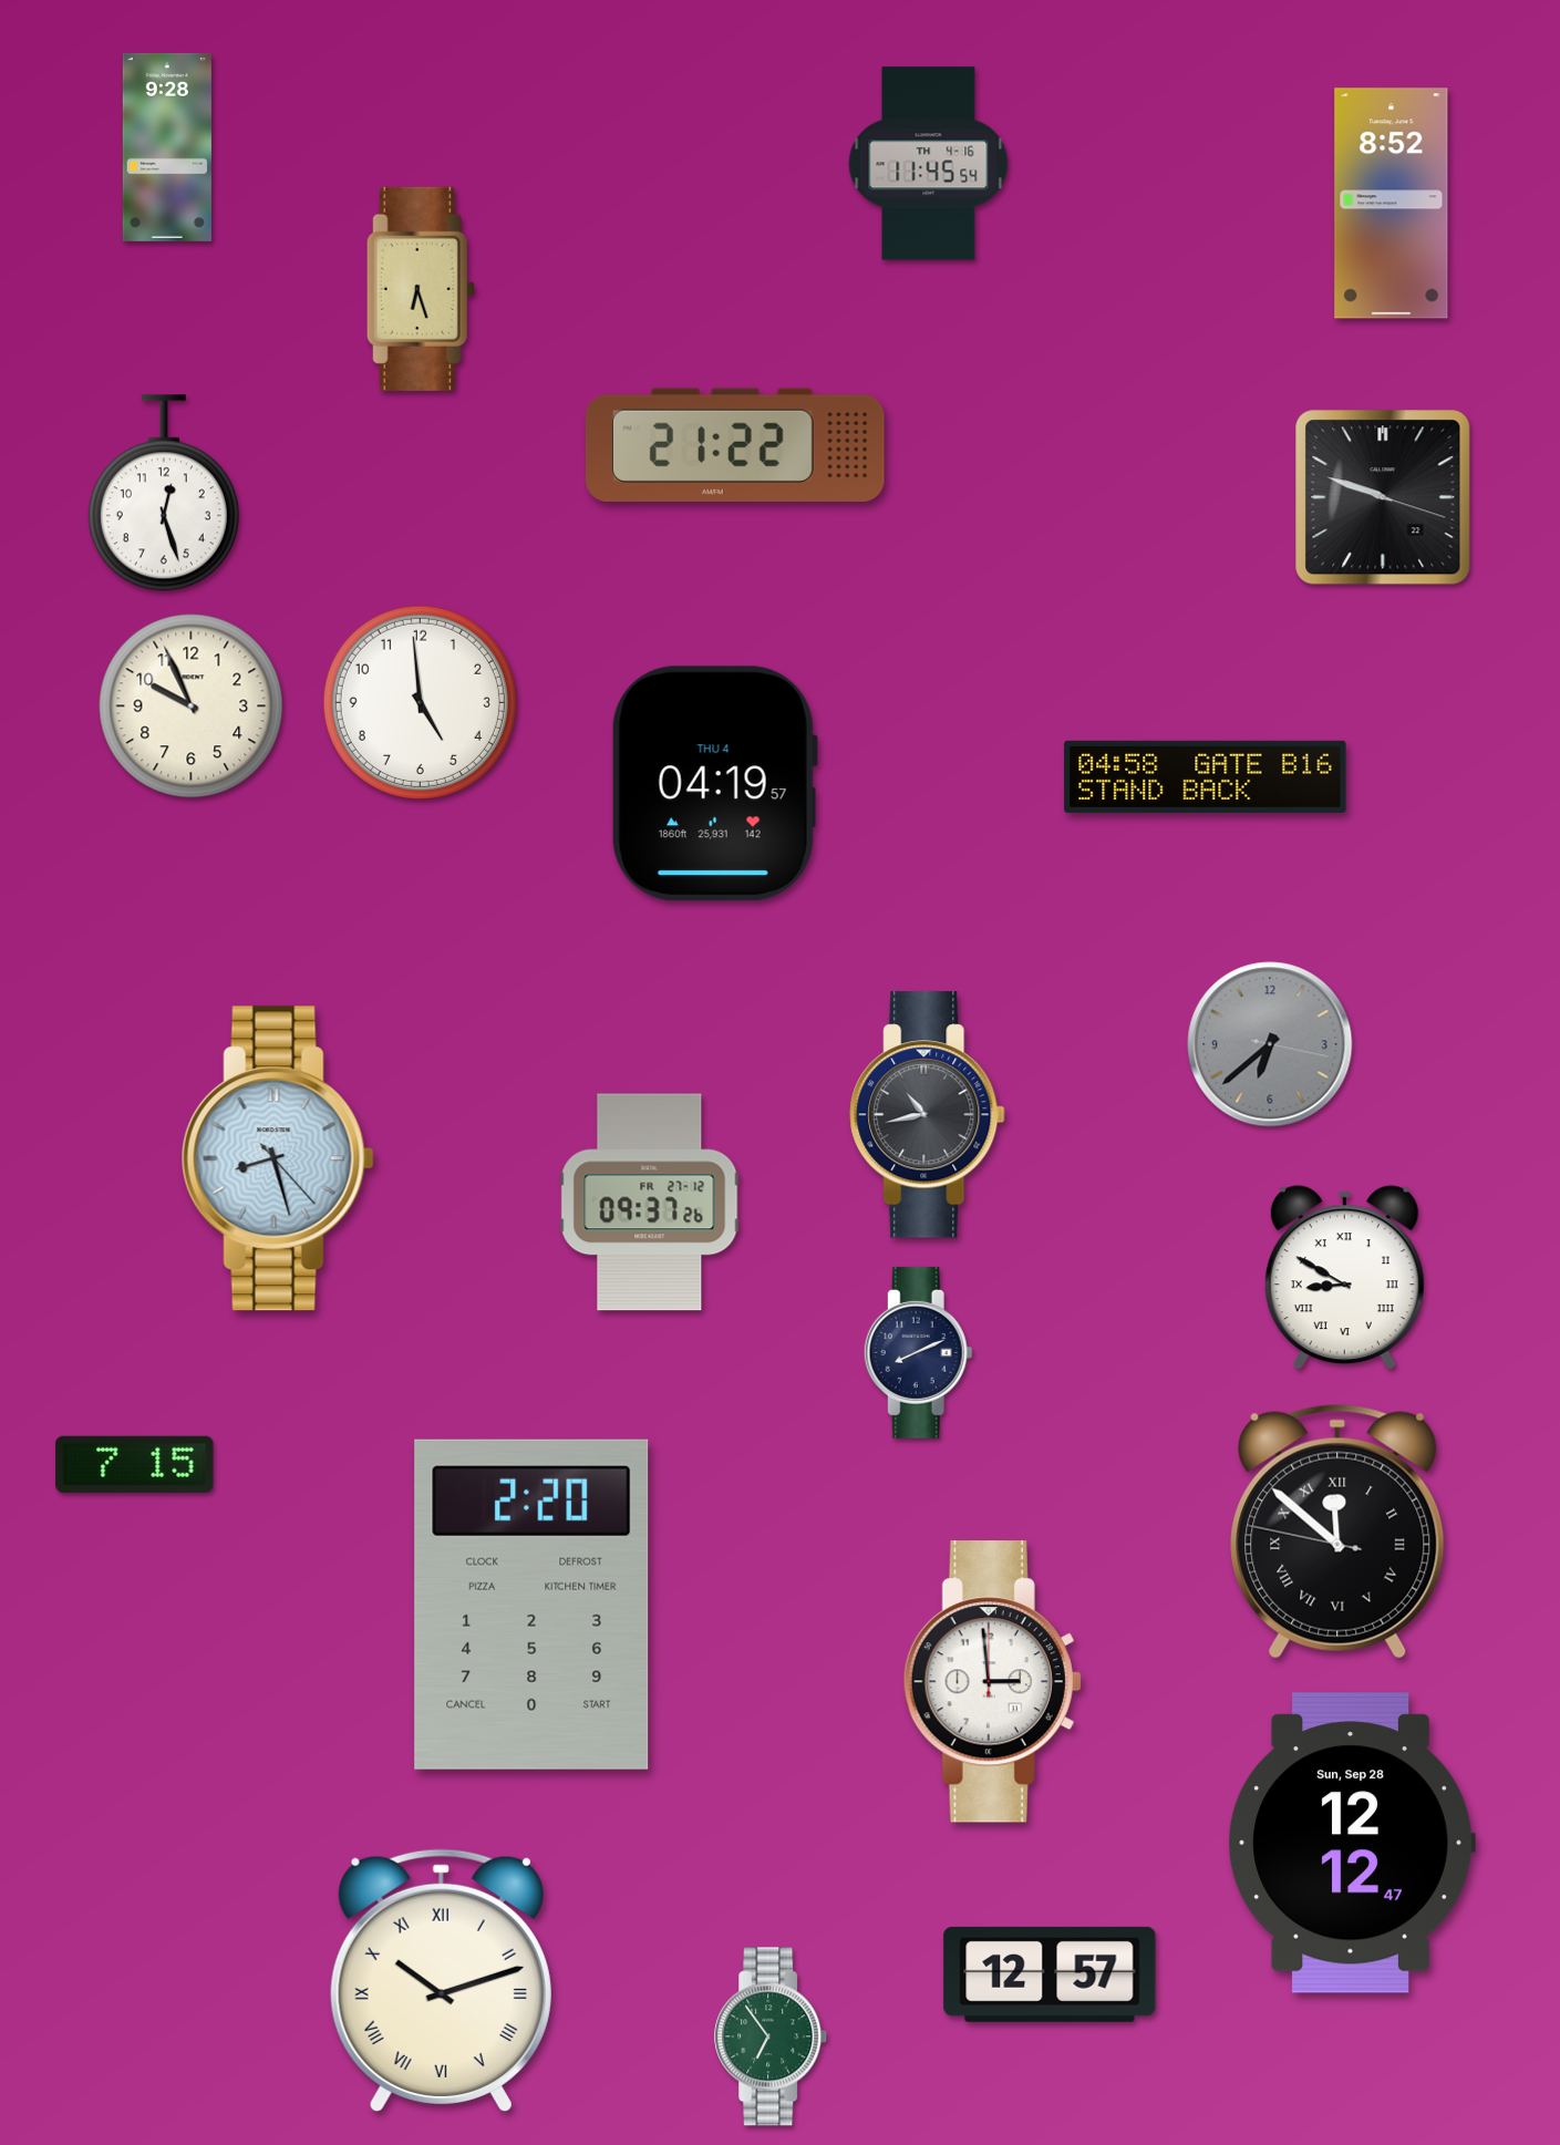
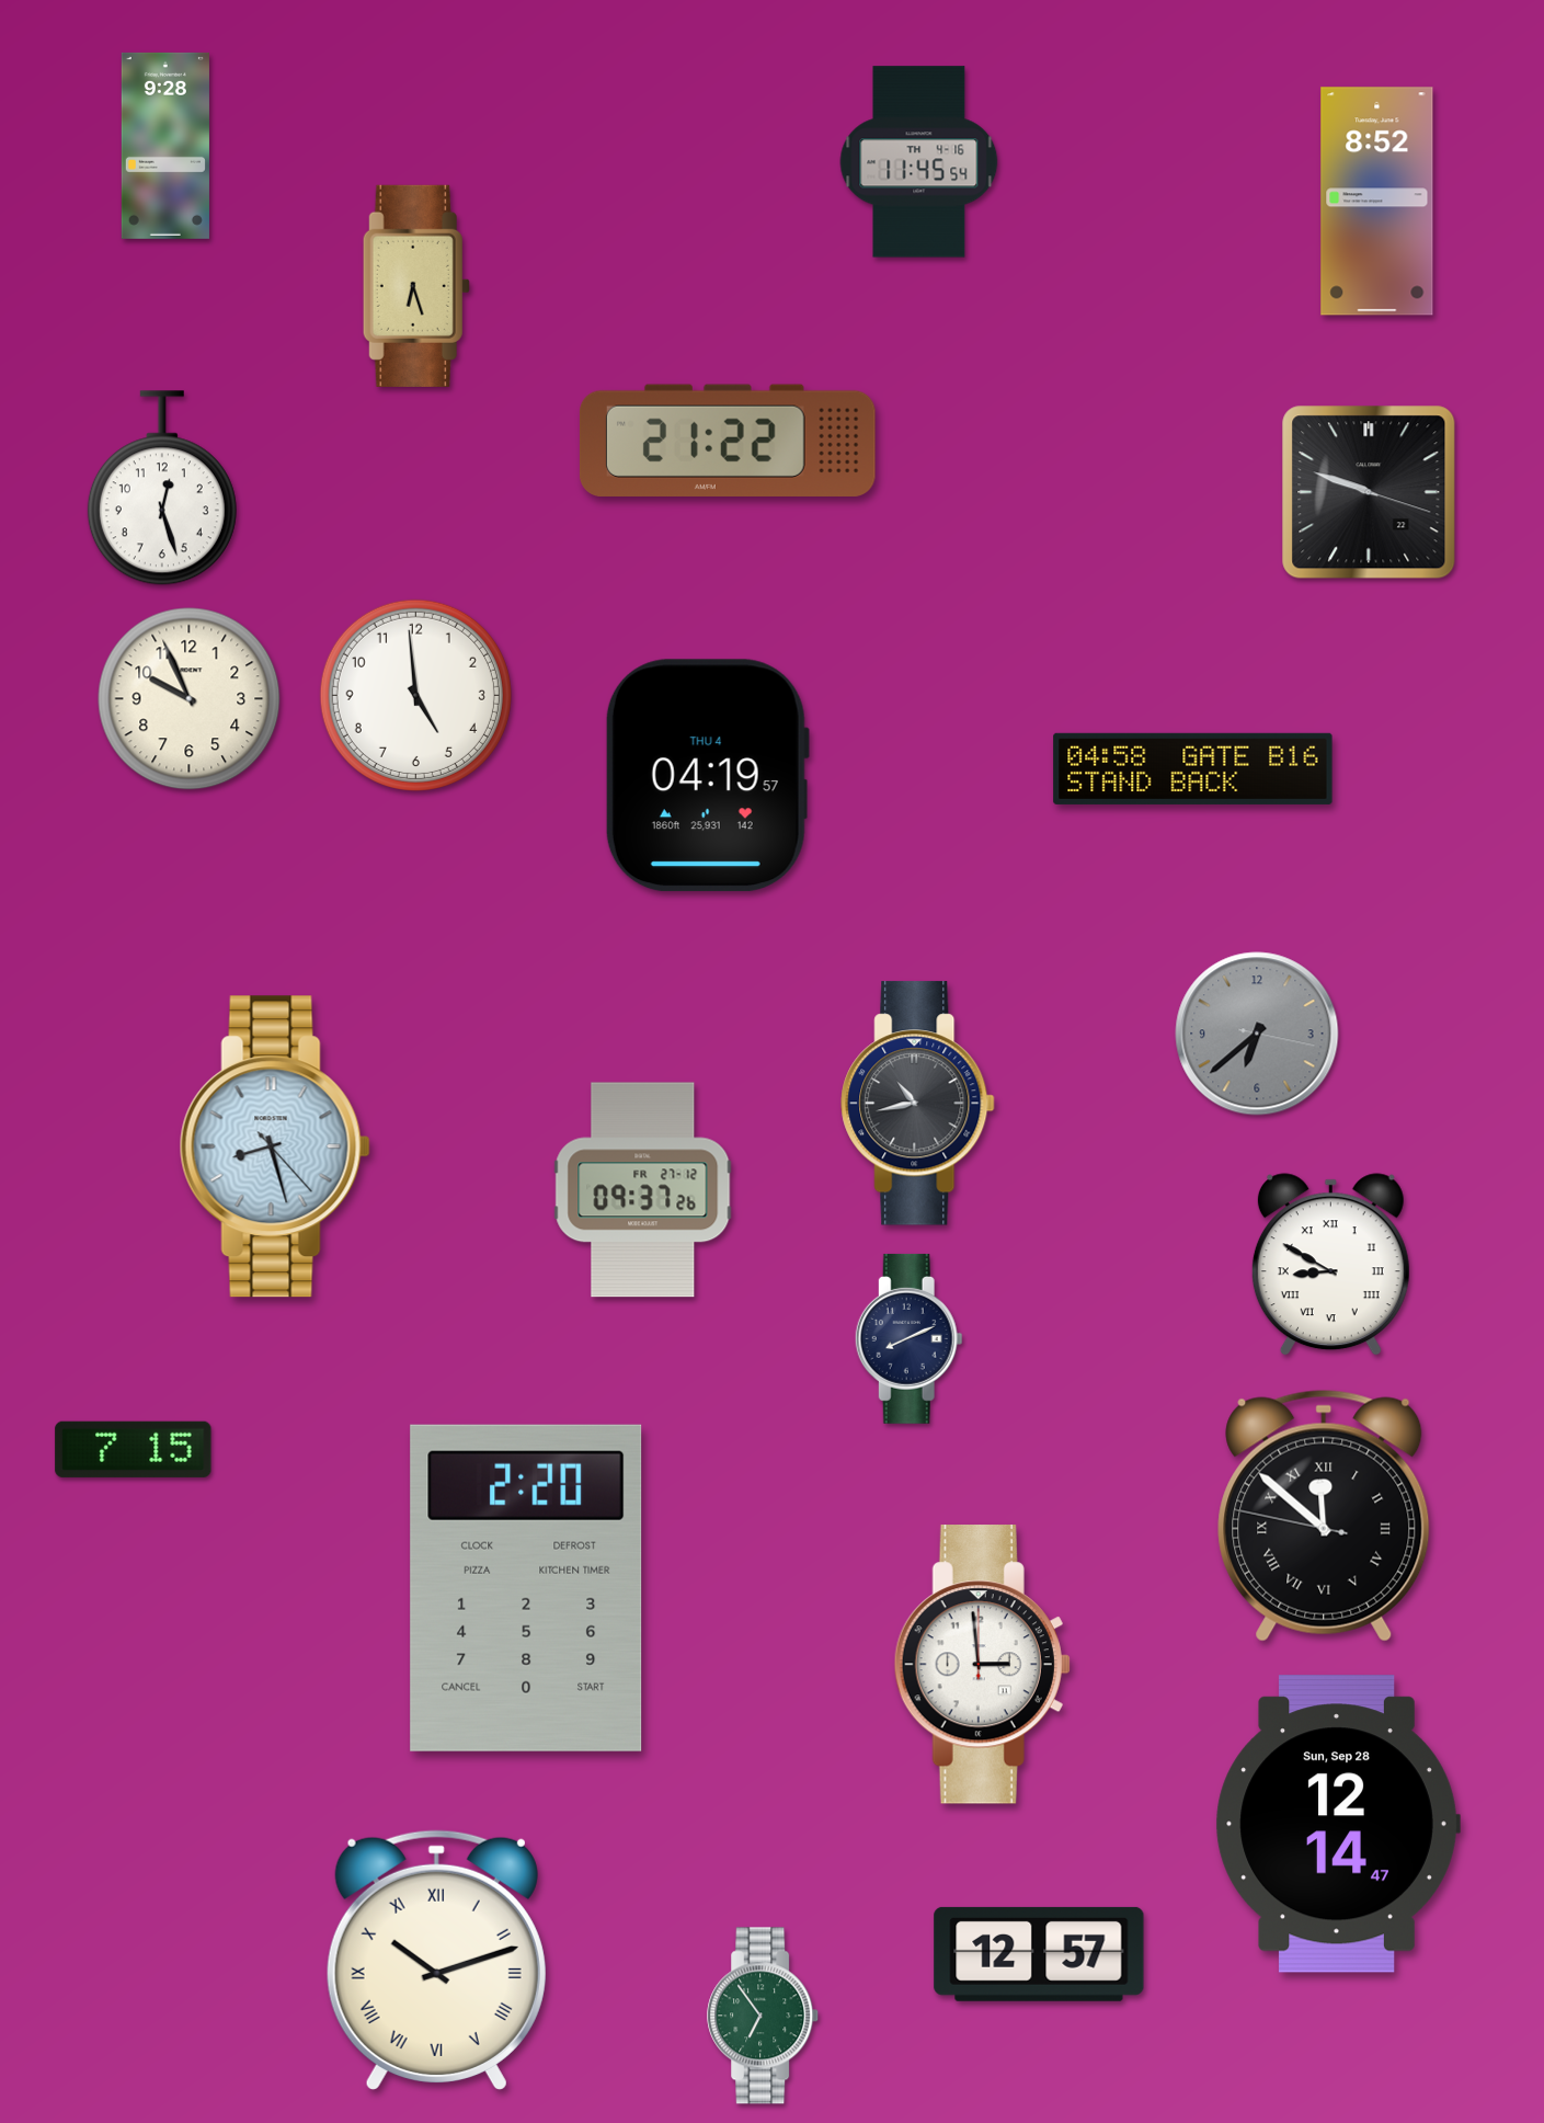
clock at (1352, 1843): 12:12 -> 12:14
